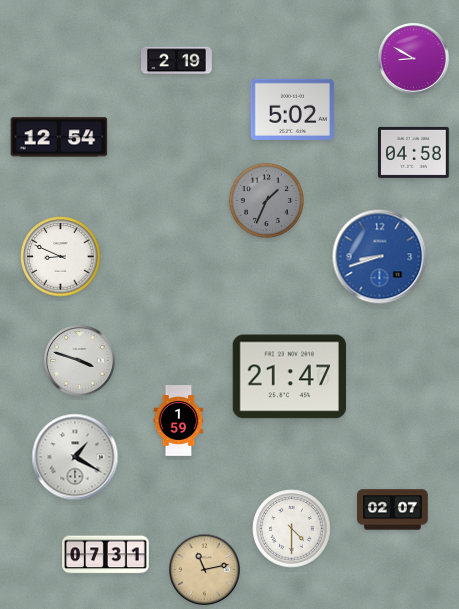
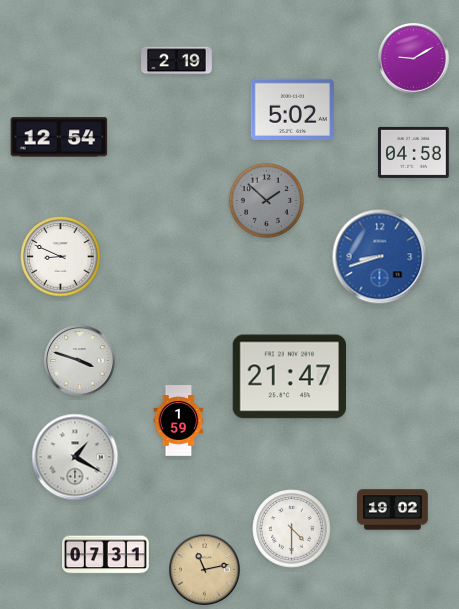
clock at (414, 59): 8:50 -> 9:10
clock at (266, 200): 1:34 -> 1:52
clock at (393, 510): 02:07 -> 19:02
